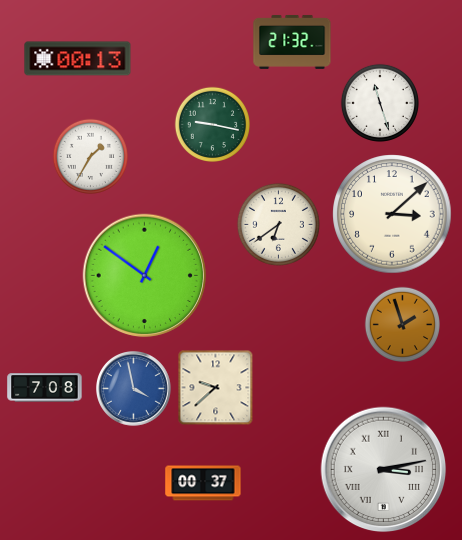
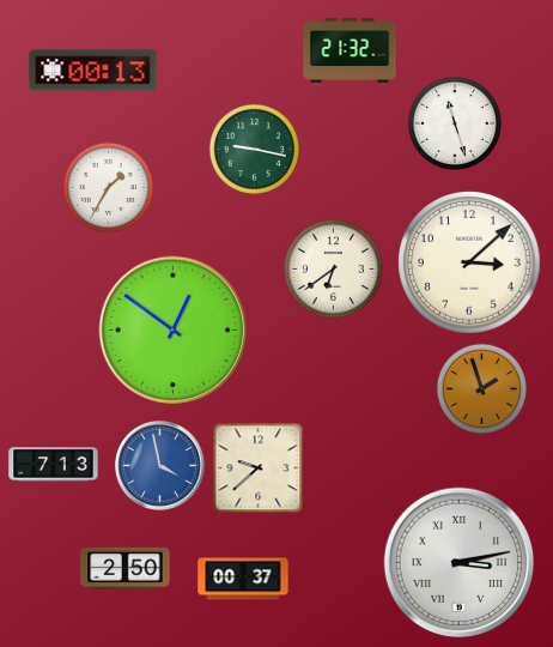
clock at (392, 214) position: (392, 214) -> (469, 262)
clock at (45, 388): 7:08 -> 7:13
clock at (216, 388) position: (216, 388) -> (259, 468)
clock at (126, 568): none -> 2:50
